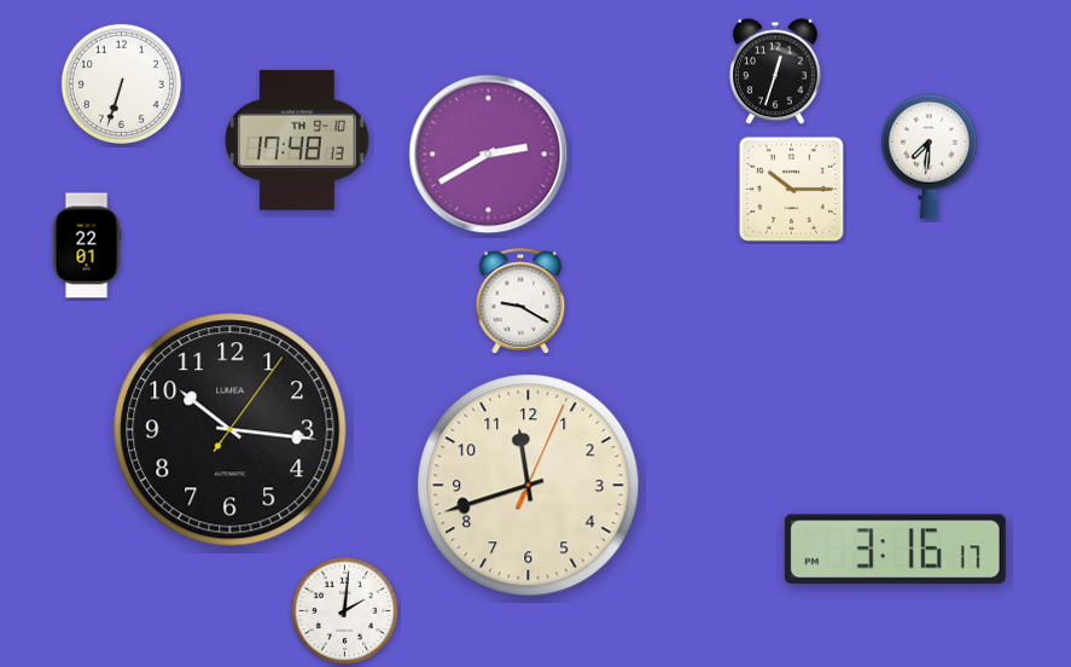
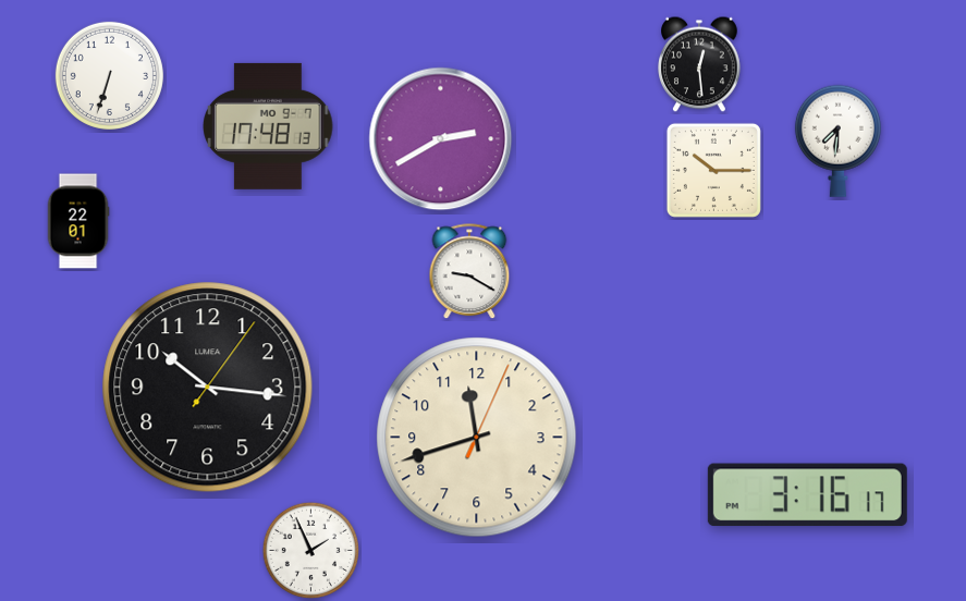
clock at (776, 71): 12:33 -> 12:29
clock at (297, 140) date: TH 9-10 -> MO 9-7
clock at (344, 610): 2:01 -> 1:56
